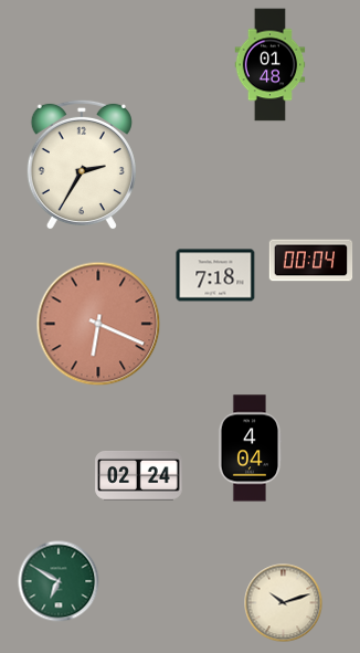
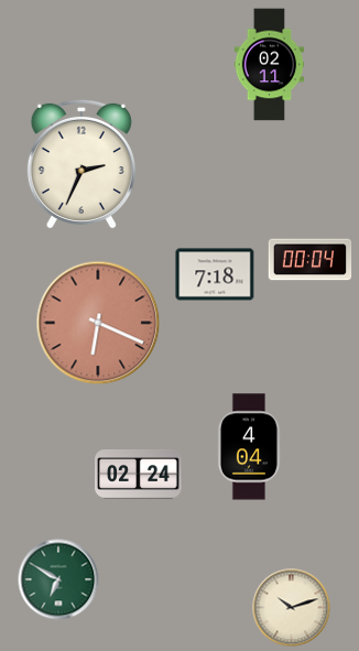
clock at (271, 65): 01:48 -> 02:11
clock at (82, 165): 2:35 -> 2:34
clock at (284, 603) position: (284, 603) -> (292, 608)
